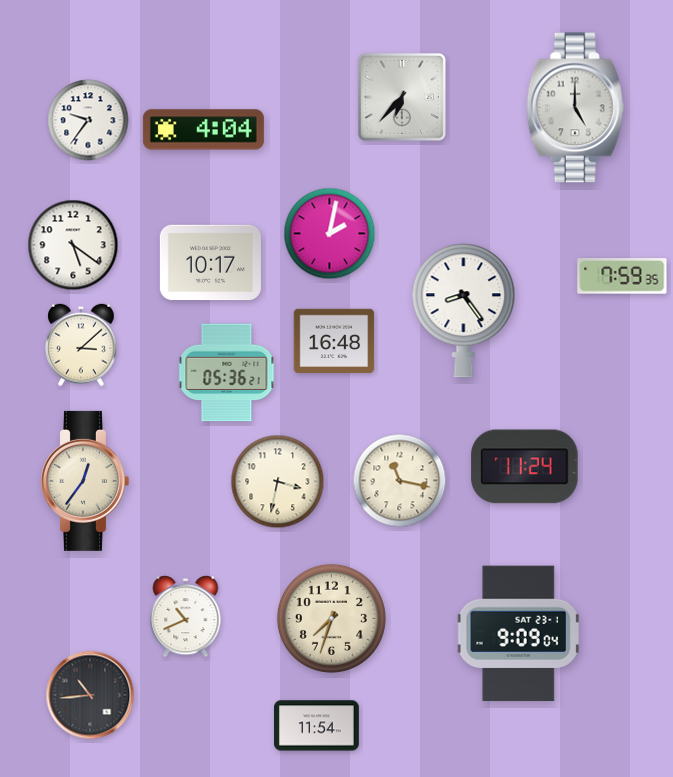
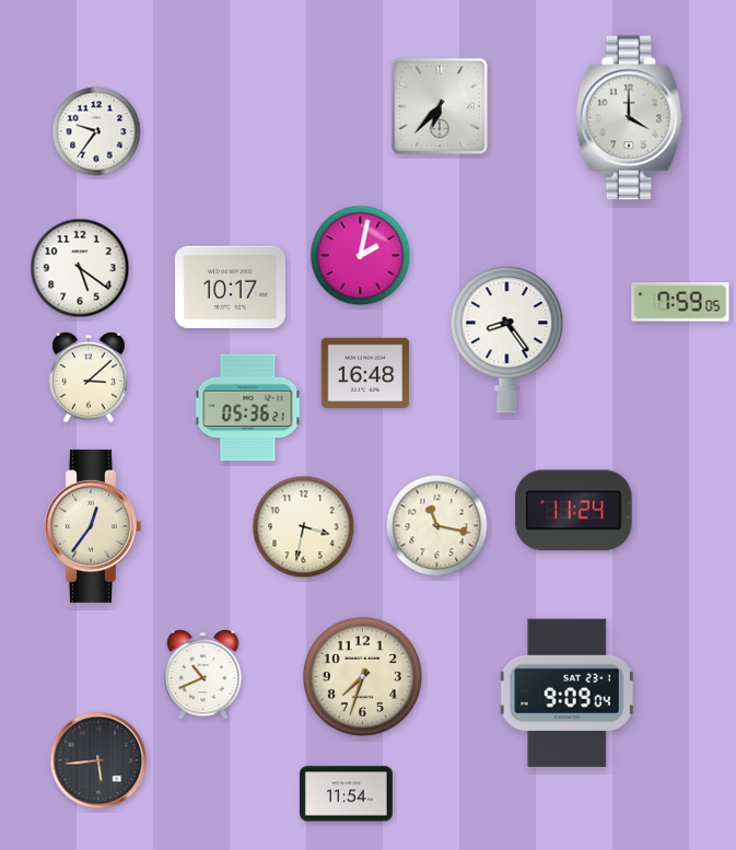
clock at (575, 108): 5:00 -> 4:00
clock at (203, 130): 4:04 -> none
clock at (622, 276): 7:59:35 -> 7:59:05
clock at (90, 695): 10:44 -> 5:44
